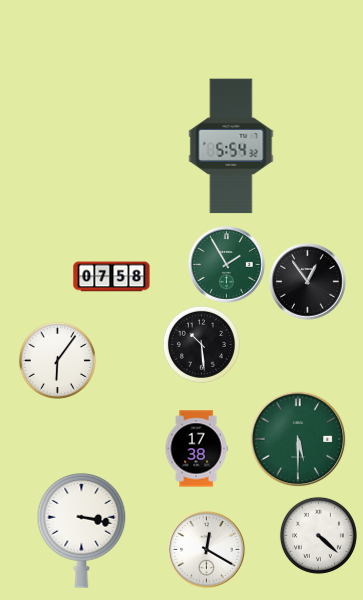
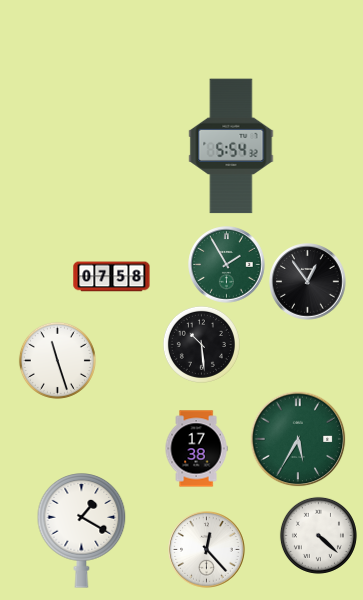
clock at (57, 360): 6:06 -> 11:27
clock at (298, 439): 5:30 -> 5:35
clock at (82, 531): 3:17 -> 1:20
clock at (207, 550): 12:20 -> 12:23
